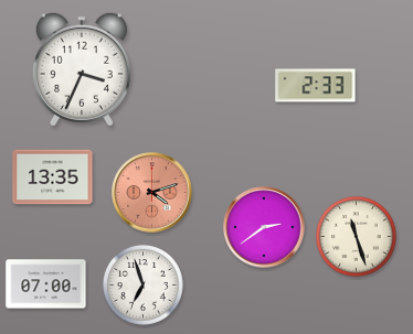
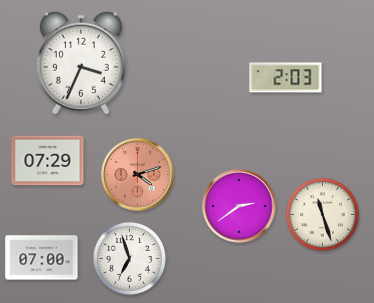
clock at (82, 69) position: (82, 69) -> (81, 63)
clock at (316, 86): 2:33 -> 2:03
clock at (53, 177): 13:35 -> 07:29
